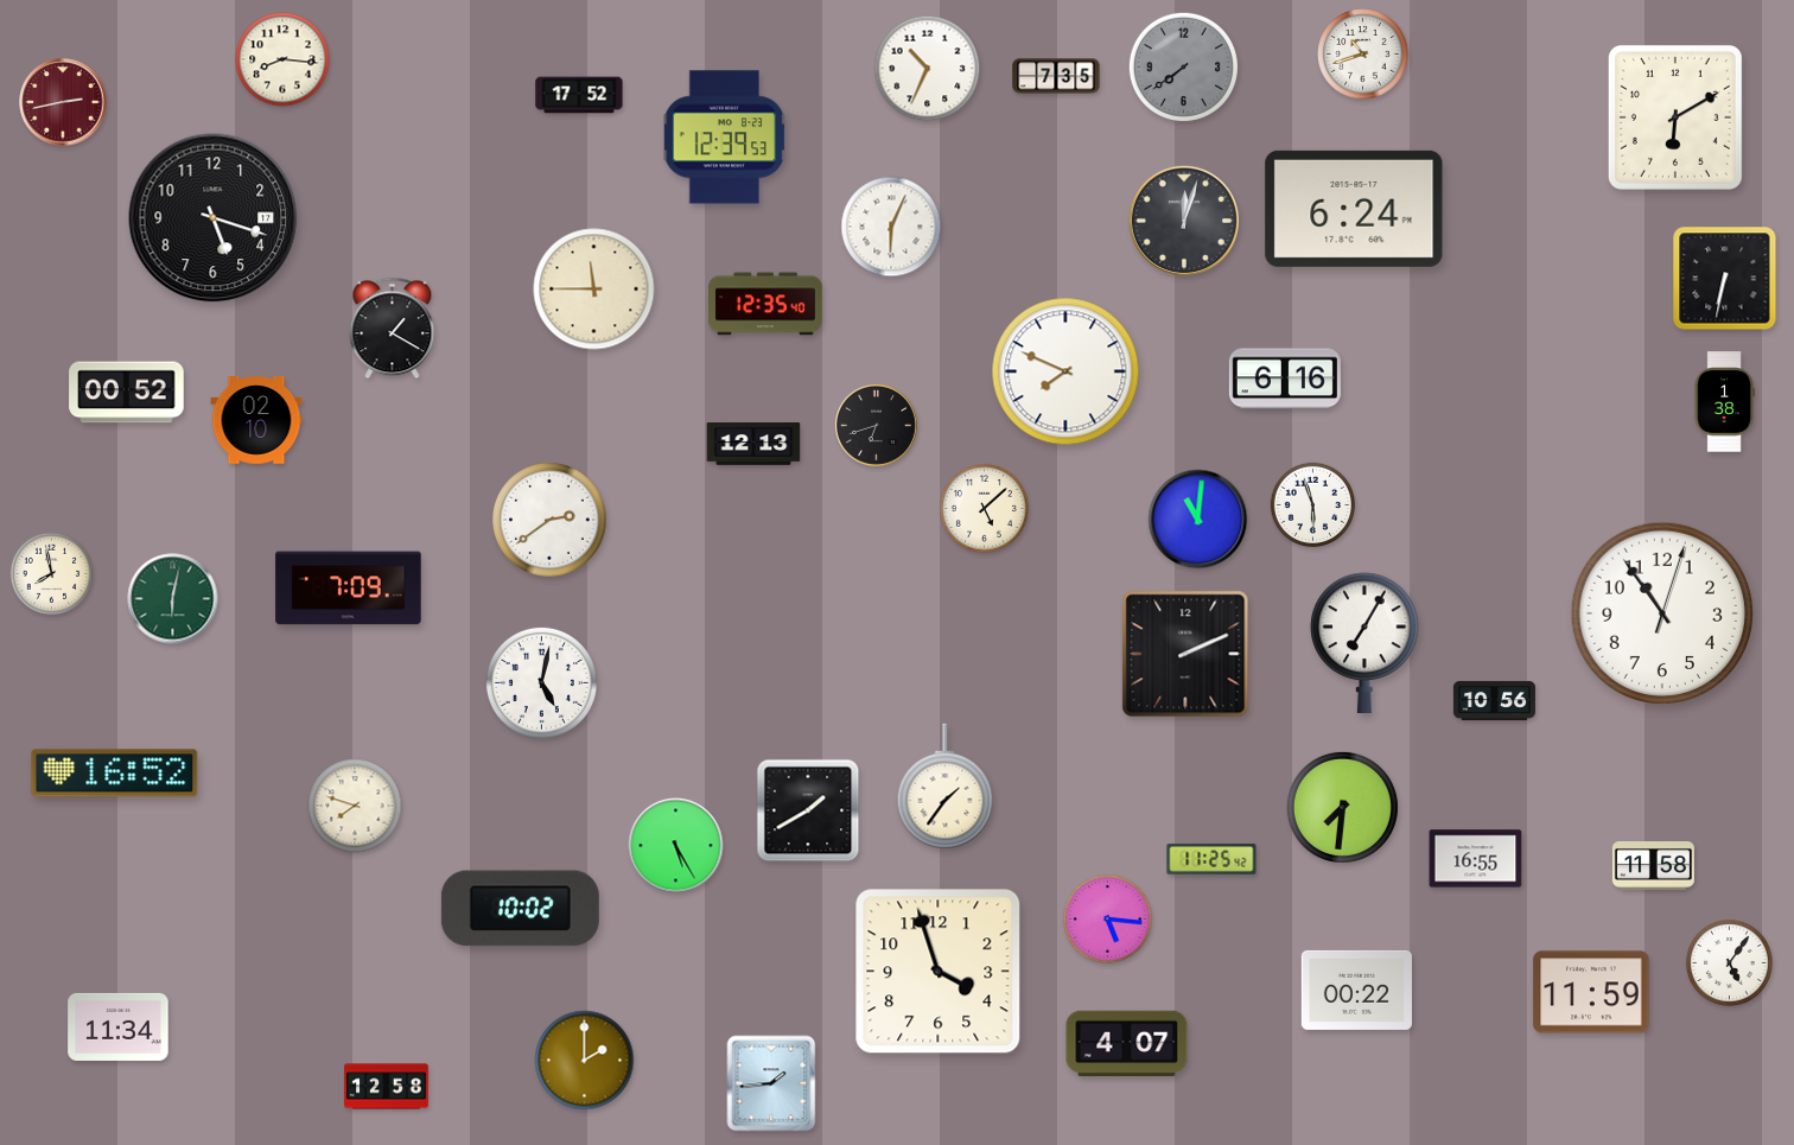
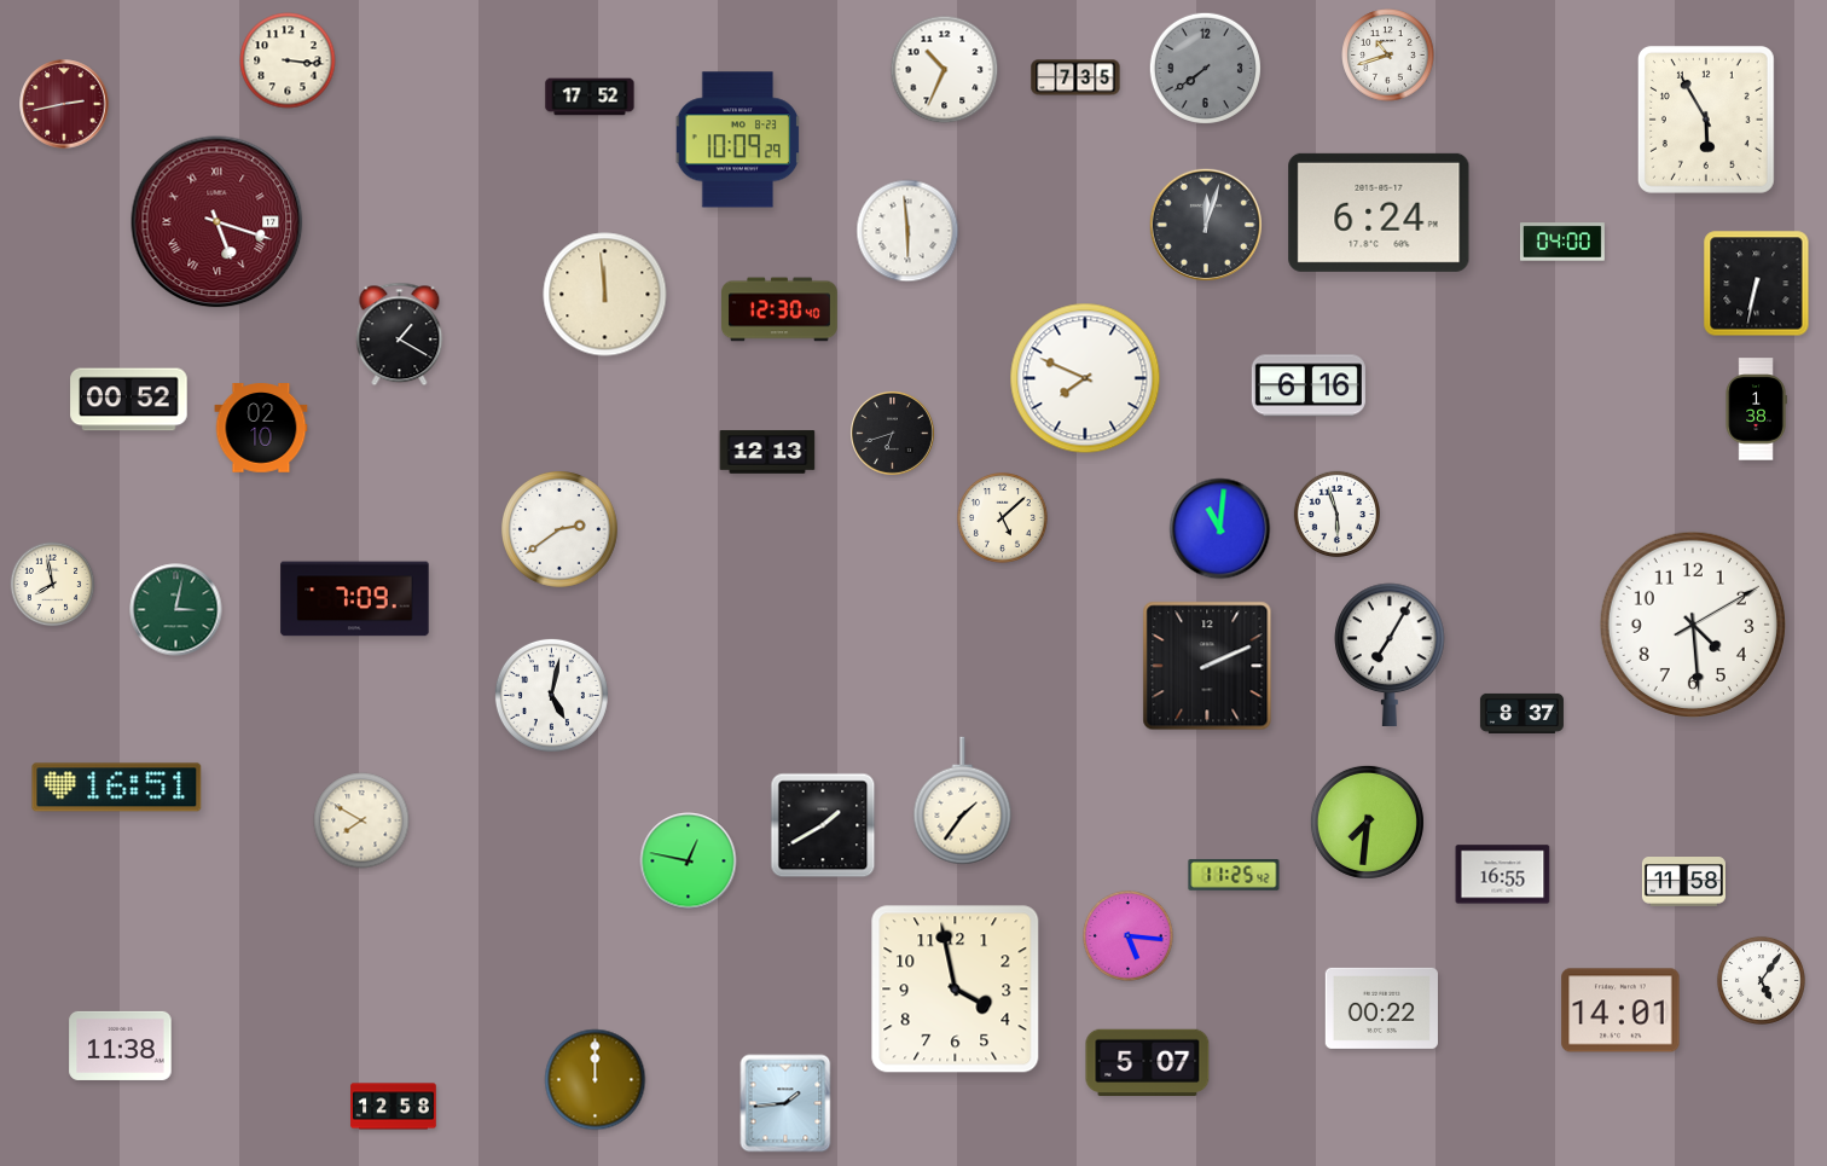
clock at (282, 59): 8:16 -> 3:16
clock at (1675, 117): 6:10 -> 5:55
clock at (725, 138): 12:39 -> 10:09
clock at (214, 218) dial: black -> burgundy
clock at (214, 218) numerals: Arabic -> Roman
clock at (891, 227): 6:04 -> 5:59
clock at (1562, 242): none -> 04:00
clock at (594, 290): 11:45 -> 11:59
clock at (766, 304): 12:35 -> 12:30
clock at (173, 599): 6:02 -> 3:02
clock at (1662, 613): 10:54 -> 4:29
clock at (1494, 700): 10:56 -> 8:37
clock at (115, 774): 16:52 -> 16:51
clock at (355, 806): 7:48 -> 7:50
clock at (676, 846): 5:25 -> 12:47
clock at (520, 909): 10:02 -> none
clock at (939, 972): 3:57 -> 3:58
clock at (1591, 992): 11:59 -> 14:01
clock at (119, 1026): 11:34 -> 11:38
clock at (1127, 1044): 4:07 -> 5:07
clock at (585, 1061): 2:00 -> 12:00
